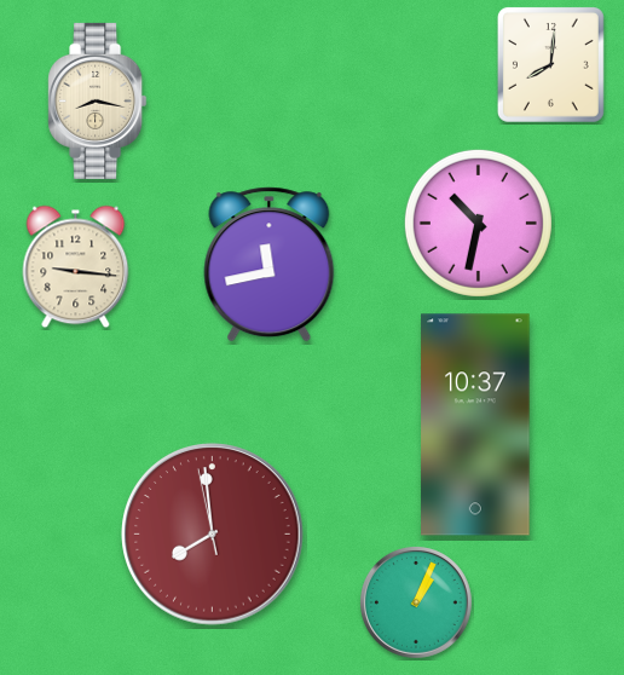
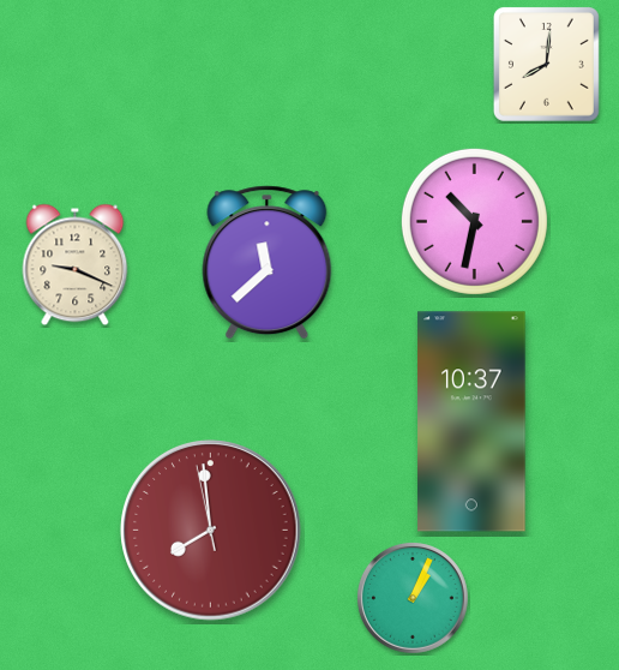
clock at (98, 100): 8:17 -> none
clock at (270, 265): 11:43 -> 11:38
clock at (76, 267): 9:16 -> 9:19
